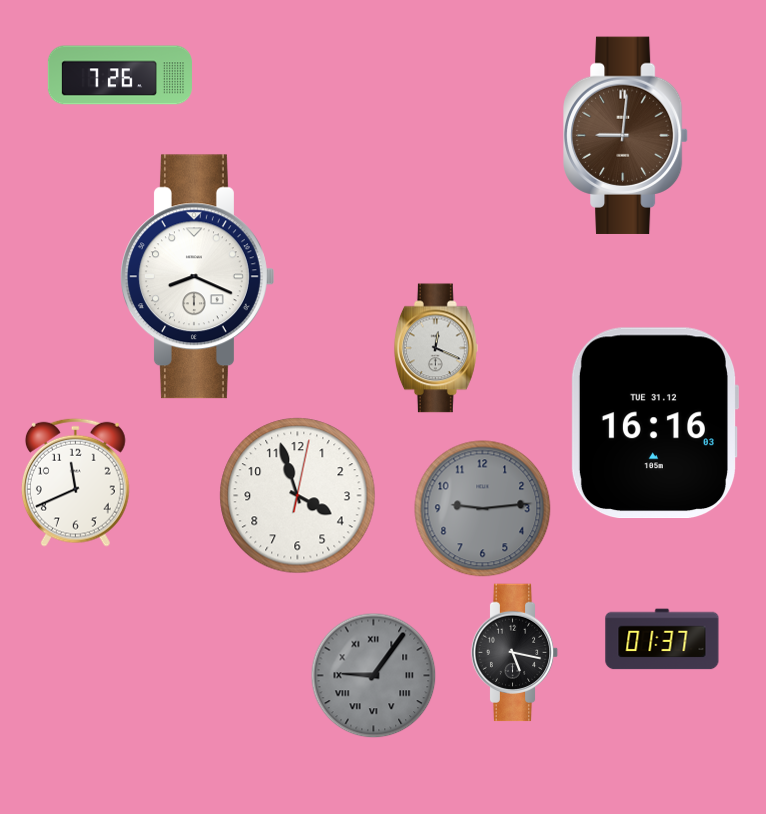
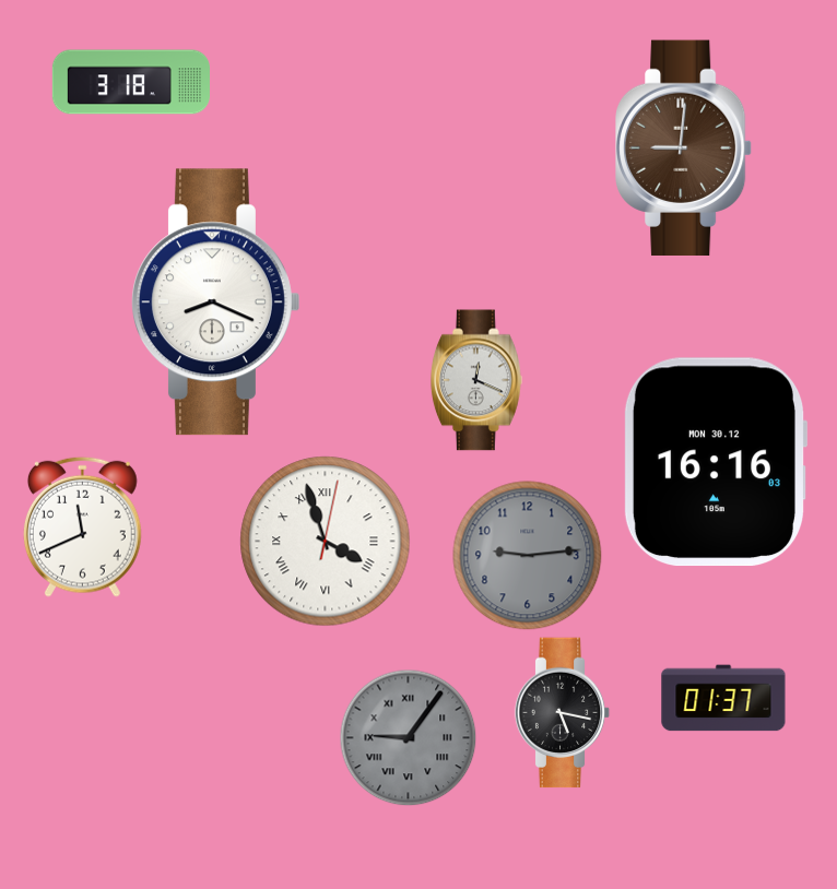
clock at (120, 75): 7:26 -> 3:18
clock at (654, 423) date: TUE 31.12 -> MON 30.12
clock at (298, 496) numerals: Arabic -> Roman
